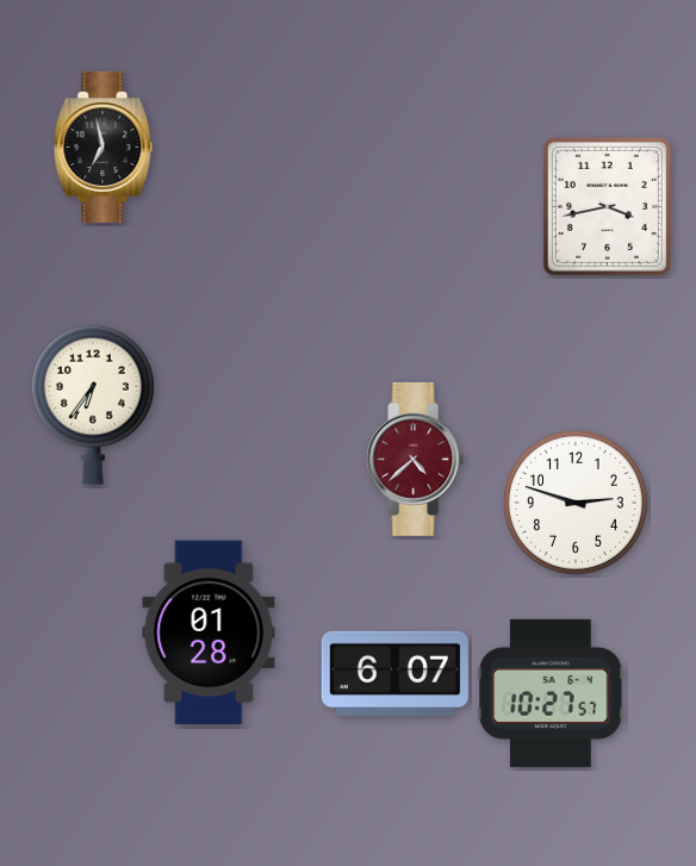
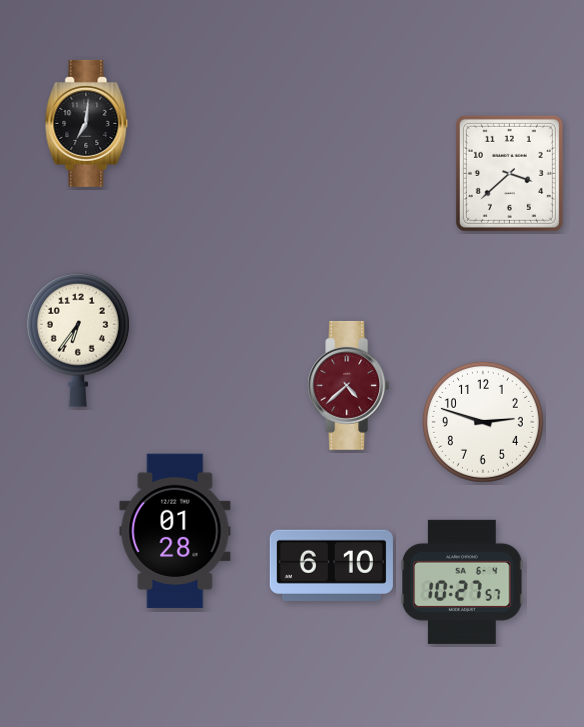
clock at (104, 147): 6:58 -> 7:01
clock at (607, 206): 3:43 -> 3:38
clock at (394, 673): 6:07 -> 6:10
